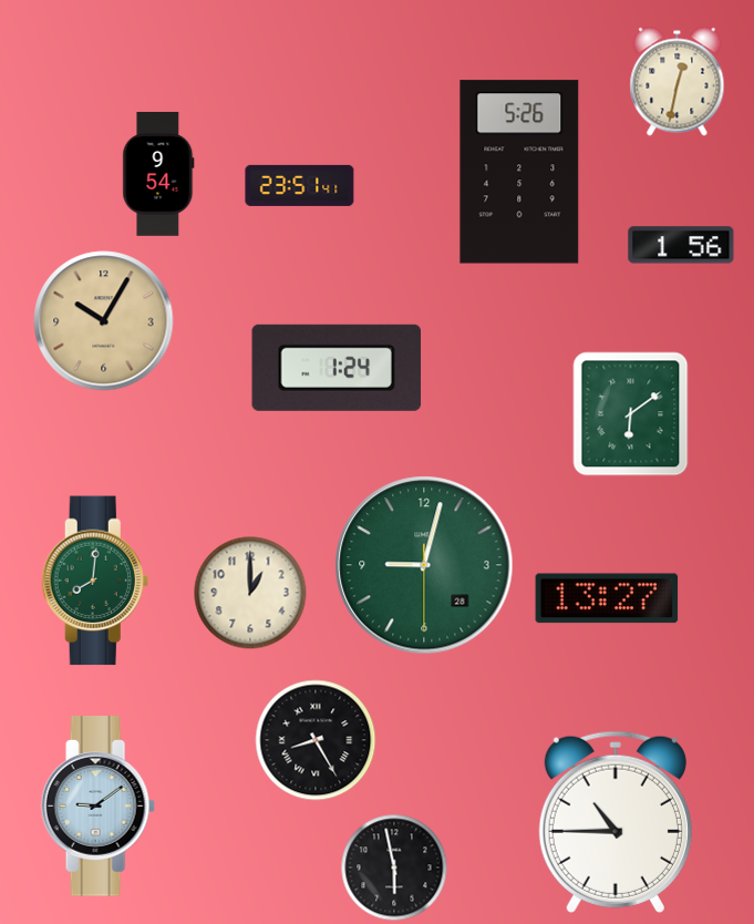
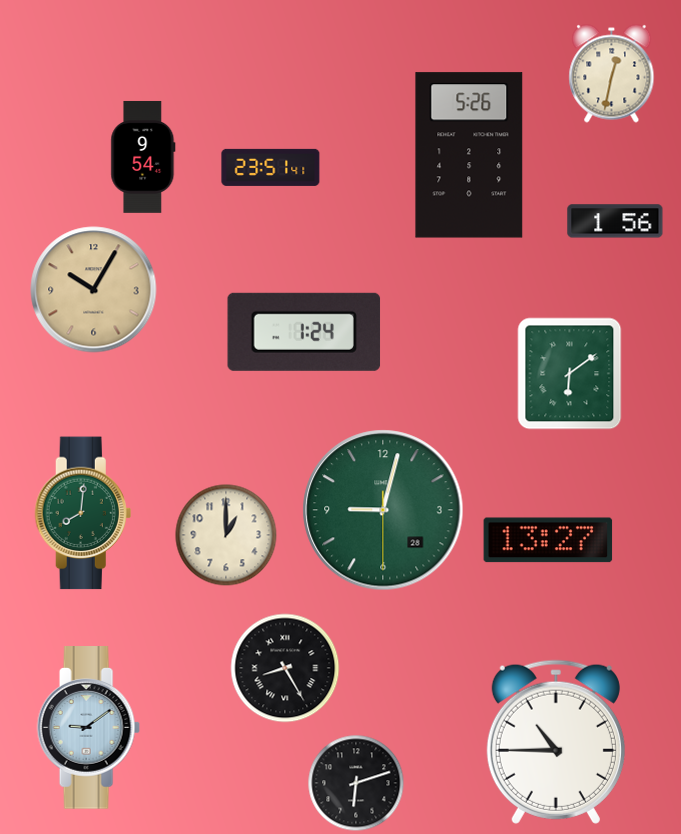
clock at (95, 581) position: (95, 581) -> (83, 513)
clock at (394, 867): 5:58 -> 6:12
